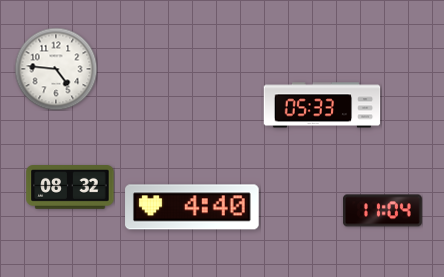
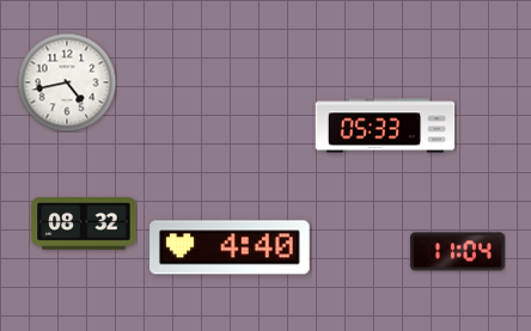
clock at (56, 69): 4:46 -> 4:43
